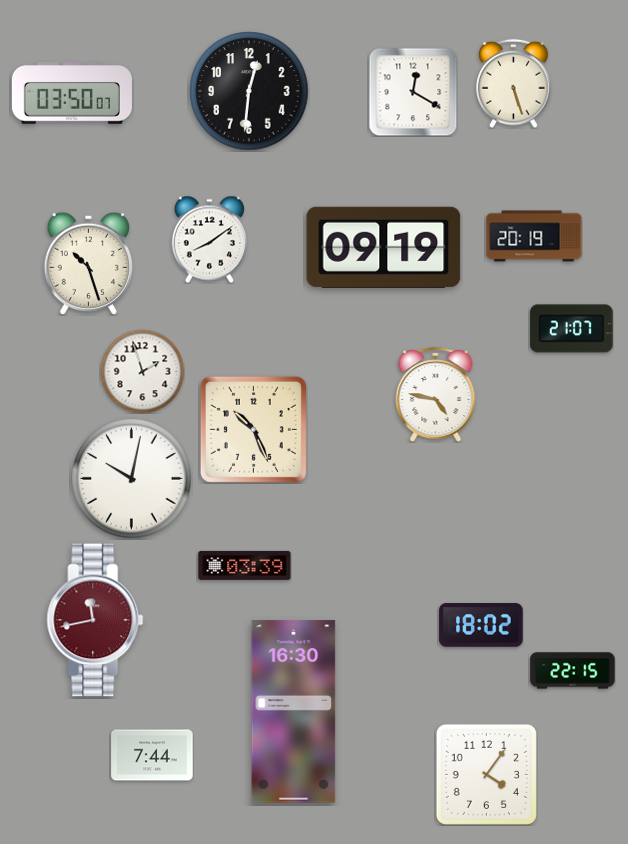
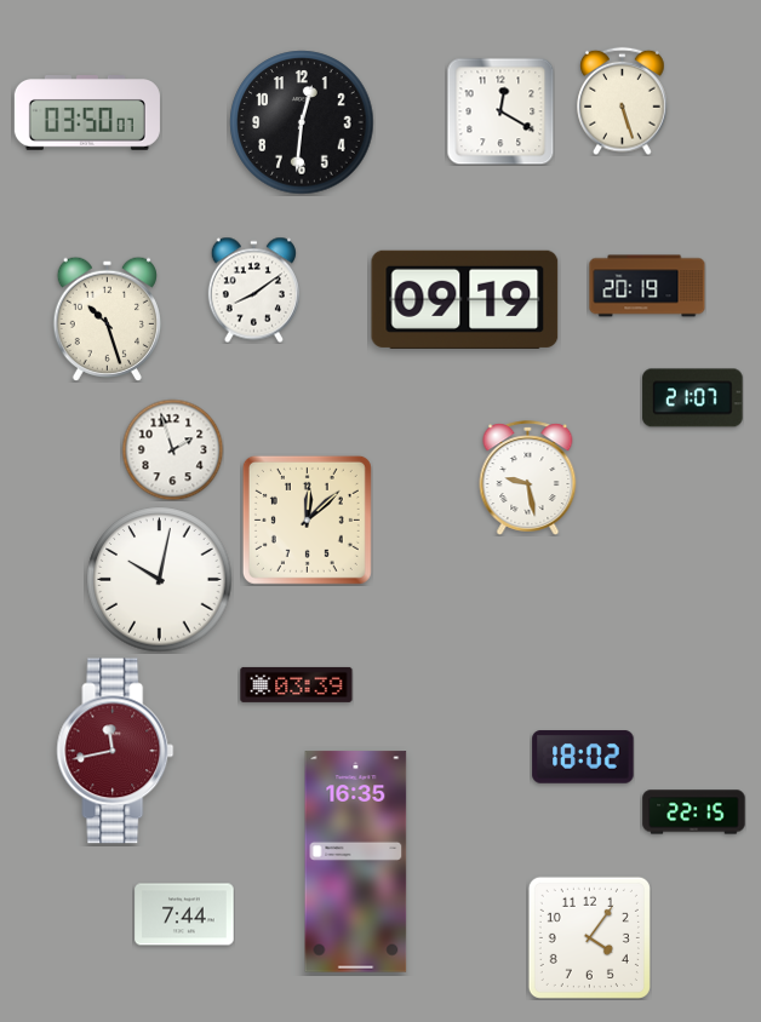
clock at (249, 91) position: (249, 91) -> (302, 122)
clock at (436, 394): 4:47 -> 9:28
clock at (253, 429): 10:26 -> 12:08
clock at (294, 712): 16:30 -> 16:35
